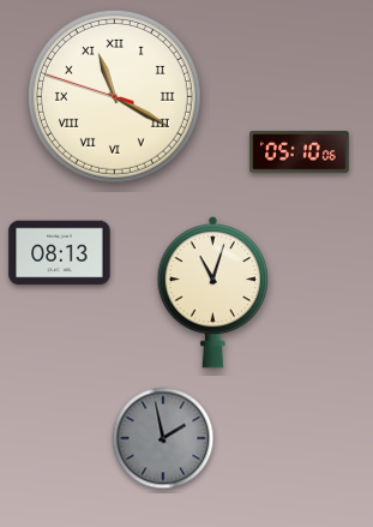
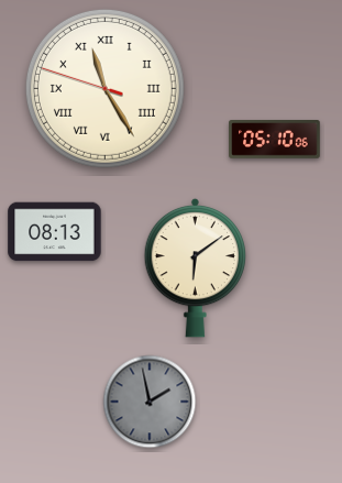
clock at (114, 96): 11:19 -> 11:24
clock at (213, 292): 11:03 -> 6:09
